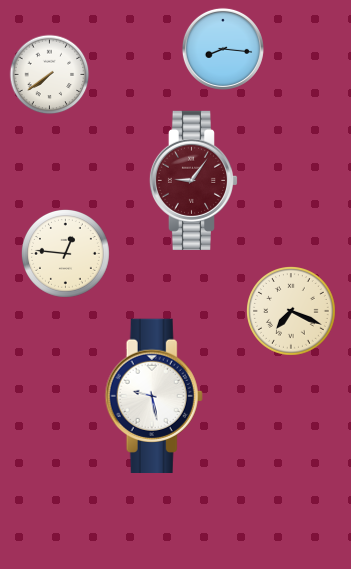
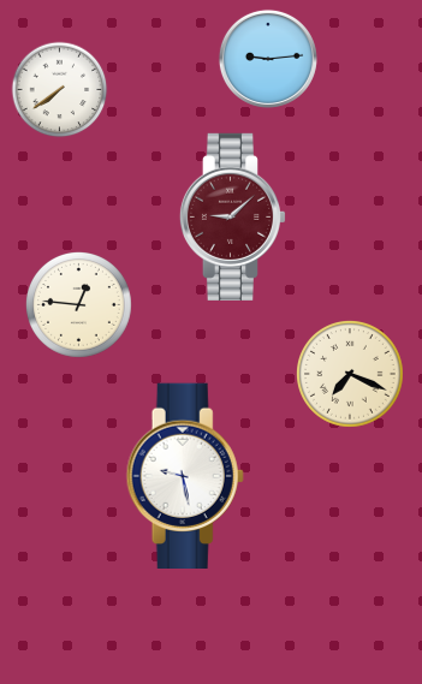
clock at (223, 49): 8:16 -> 9:14
clock at (193, 180): 9:06 -> 9:08
